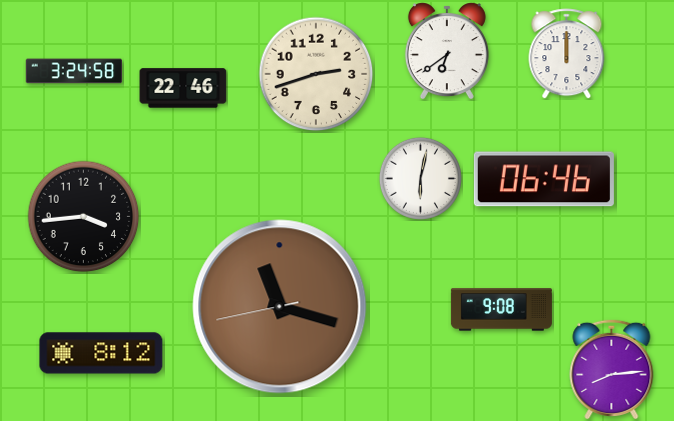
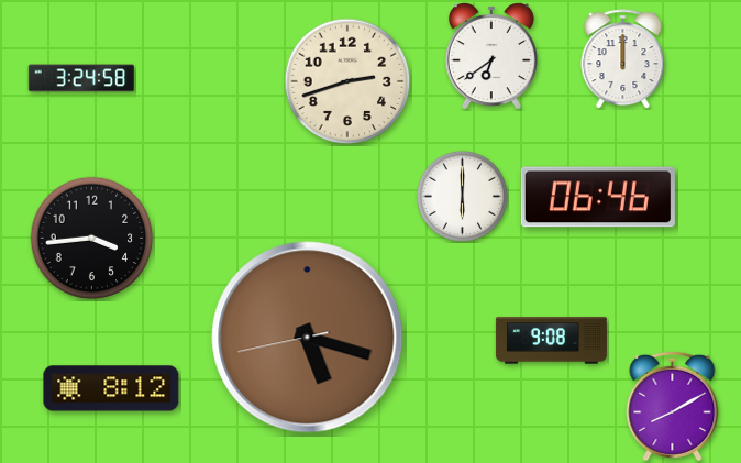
clock at (183, 88): 22:46 -> none
clock at (420, 178): 6:02 -> 6:00
clock at (280, 307): 11:17 -> 5:17
clock at (612, 368): 8:14 -> 8:10
